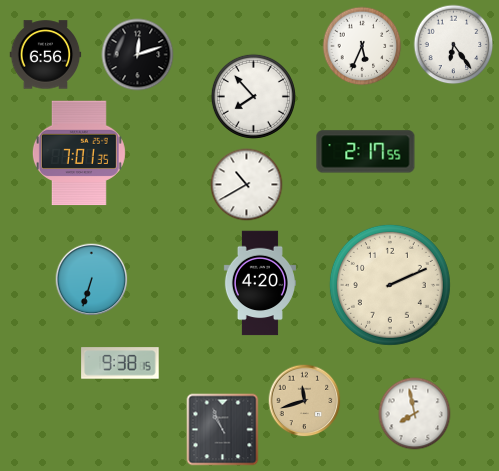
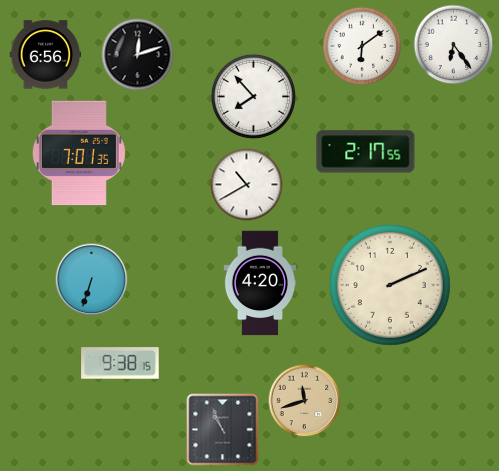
clock at (362, 46): 5:34 -> 6:09
clock at (415, 414): 7:58 -> none
